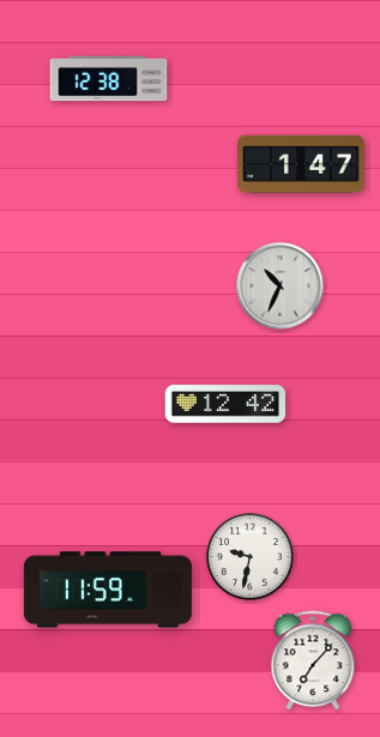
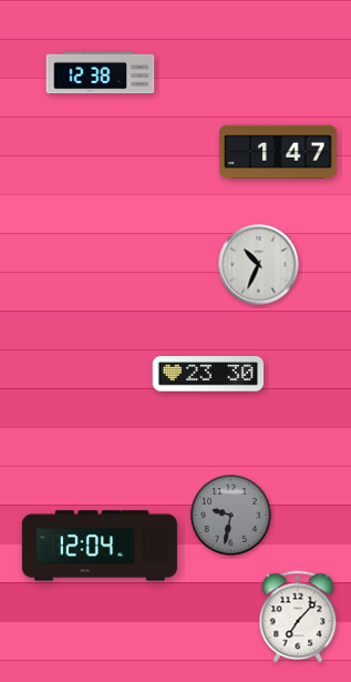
clock at (225, 404): 12:42 -> 23:30
clock at (251, 557) dial: white -> grey
clock at (108, 590): 11:59 -> 12:04
clock at (313, 660) position: (313, 660) -> (298, 617)
